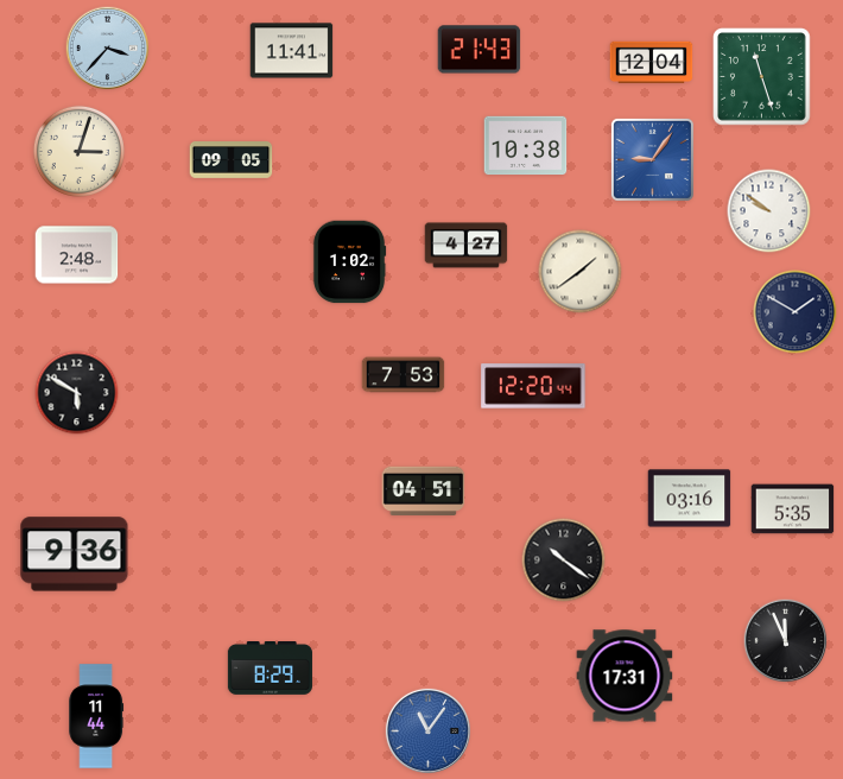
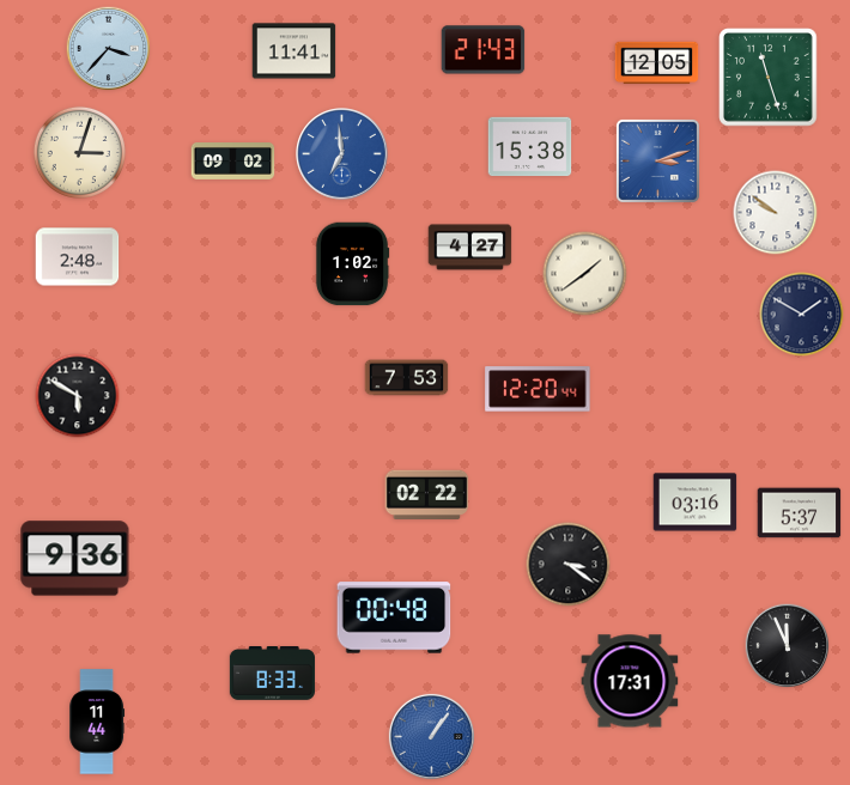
clock at (652, 63): 12:04 -> 12:05
clock at (526, 146): 10:38 -> 15:38
clock at (342, 154): none -> 6:59
clock at (652, 159): 9:06 -> 3:12
clock at (232, 160): 09:05 -> 09:02
clock at (424, 490): 04:51 -> 02:22
clock at (793, 509): 5:35 -> 5:37
clock at (564, 560): 10:21 -> 3:21
clock at (394, 617): none -> 00:48
clock at (786, 641) position: (786, 641) -> (788, 646)
clock at (270, 669): 8:29 -> 8:33
clock at (427, 730): 11:06 -> 1:06
